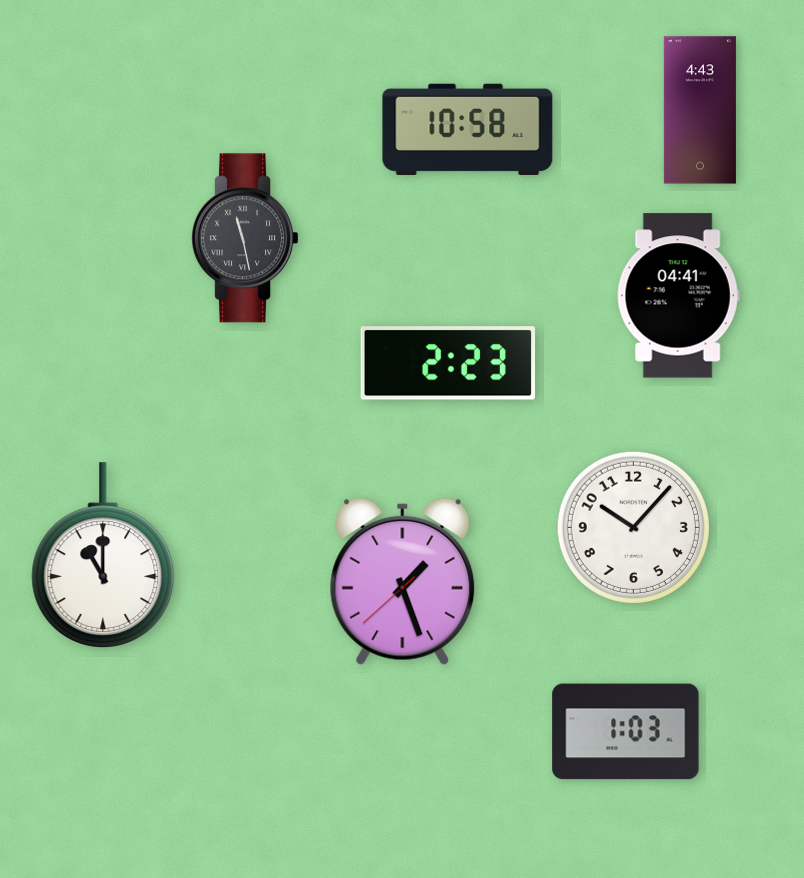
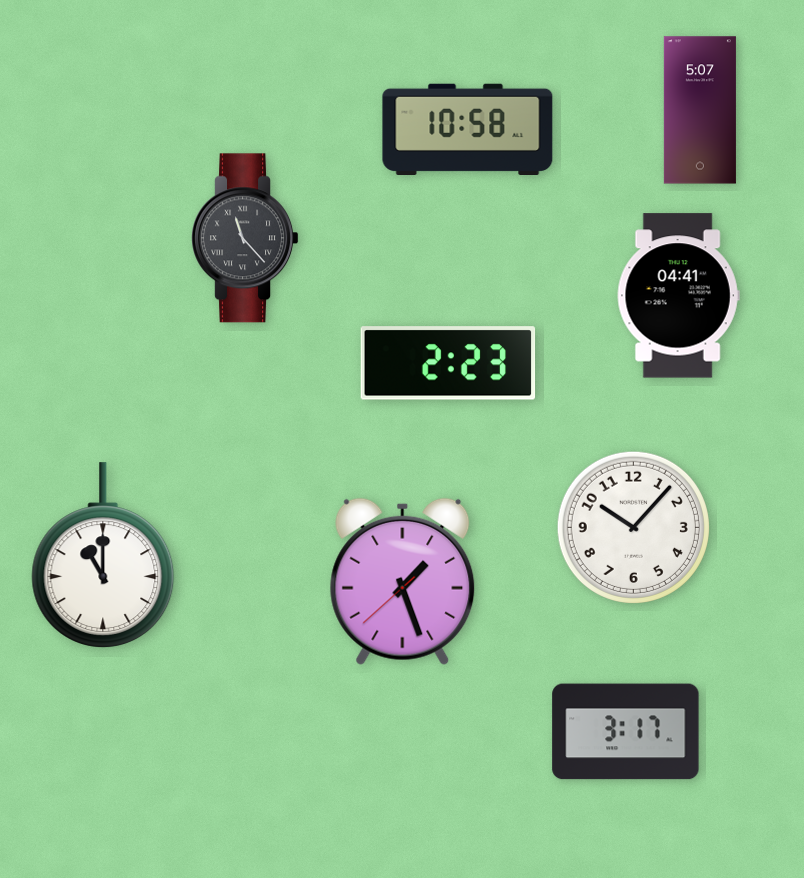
clock at (700, 110): 4:43 -> 5:07
clock at (245, 238): 11:28 -> 11:23
clock at (626, 732): 1:03 -> 3:17
